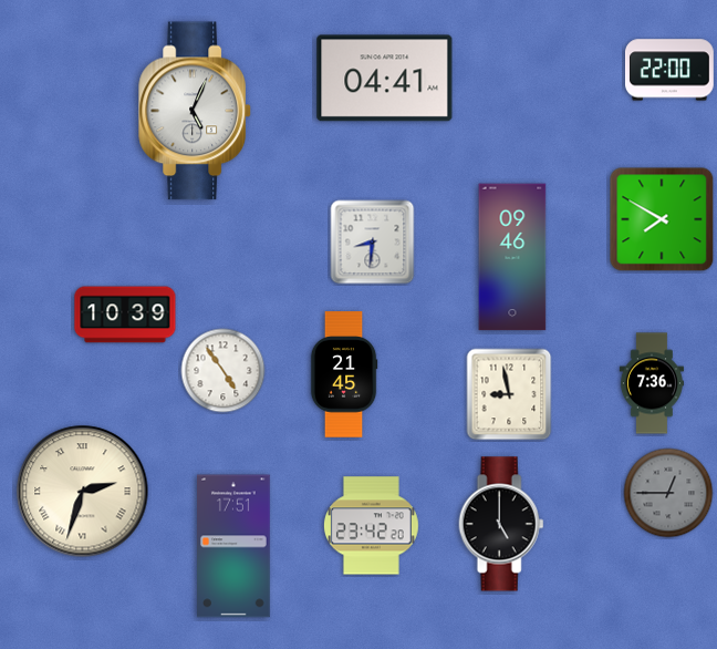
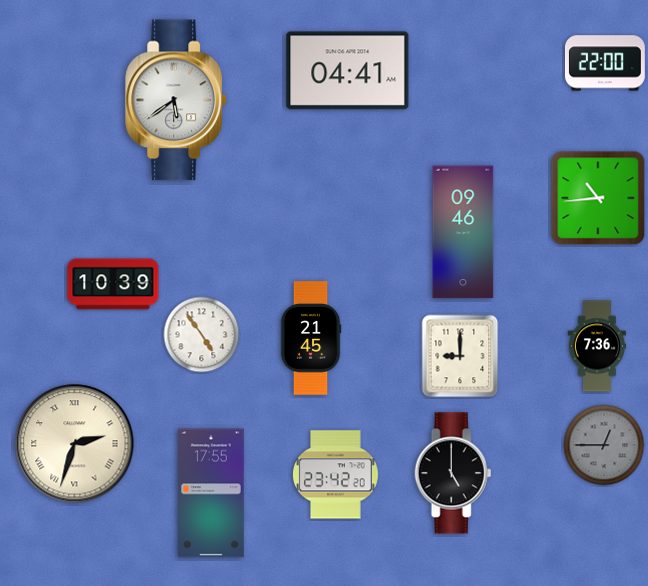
clock at (196, 111): 5:04 -> 5:39
clock at (662, 219): 7:50 -> 10:44
clock at (373, 243): 8:31 -> none
clock at (652, 383) position: (652, 383) -> (597, 346)
clock at (509, 394): 8:58 -> 9:00
clock at (235, 546): 17:51 -> 17:55
